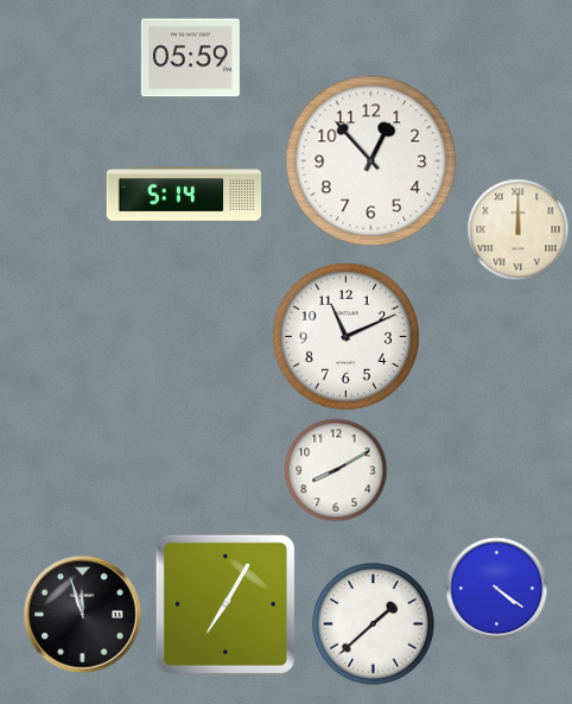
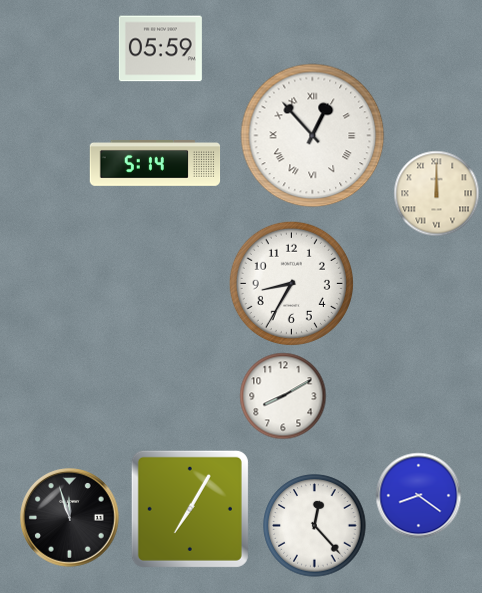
clock at (371, 161) numerals: Arabic -> Roman
clock at (345, 336): 11:11 -> 8:35
clock at (496, 588): 4:21 -> 8:21
clock at (374, 624): 1:38 -> 12:23
